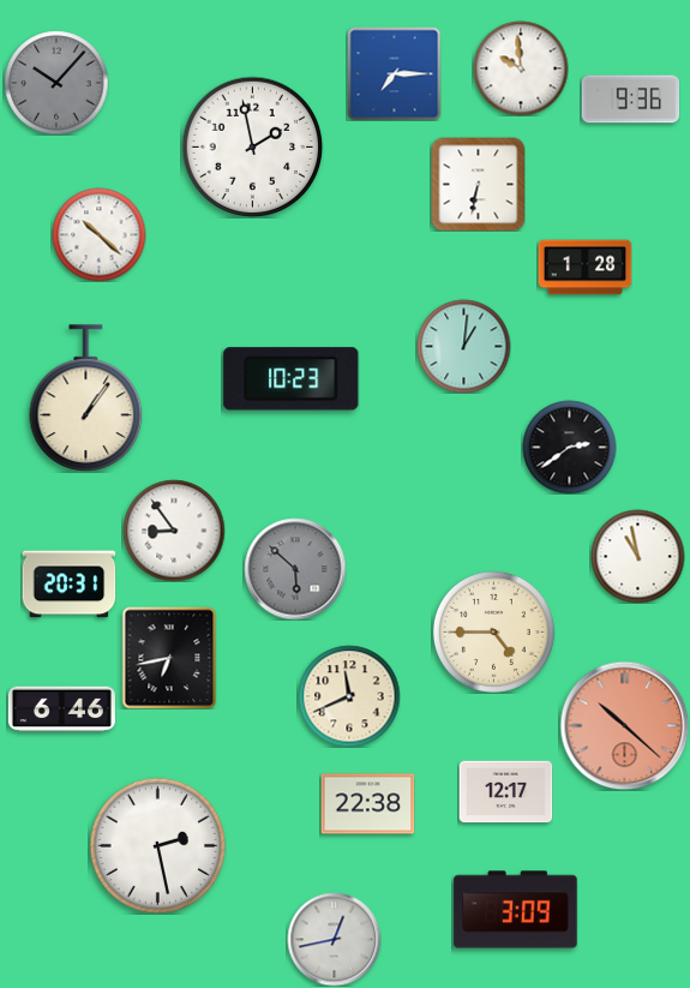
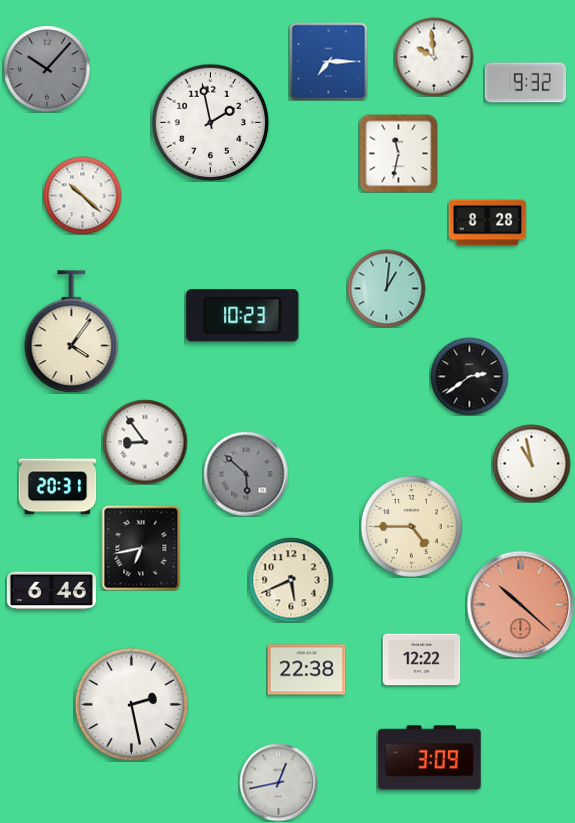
clock at (630, 100): 9:36 -> 9:32
clock at (478, 184): 6:32 -> 11:32
clock at (584, 268): 1:28 -> 8:28
clock at (86, 399): 1:06 -> 4:06
clock at (569, 447) position: (569, 447) -> (469, 376)
clock at (349, 696): 11:41 -> 5:41
clock at (505, 792): 12:17 -> 12:22
